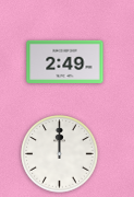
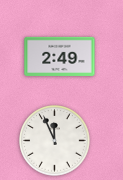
clock at (60, 154): 12:00 -> 11:56
